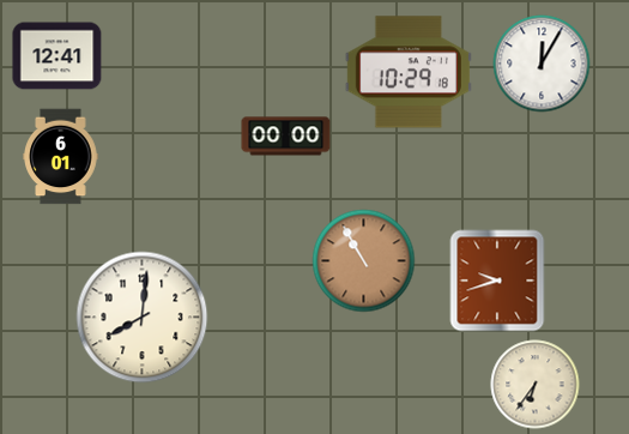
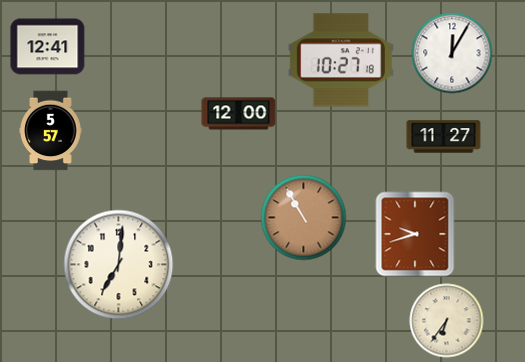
clock at (409, 72): 10:29 -> 10:27
clock at (286, 137): 00:00 -> 12:00
clock at (61, 157): 6:01 -> 5:57
clock at (444, 137): none -> 11:27
clock at (143, 318): 8:01 -> 7:01
